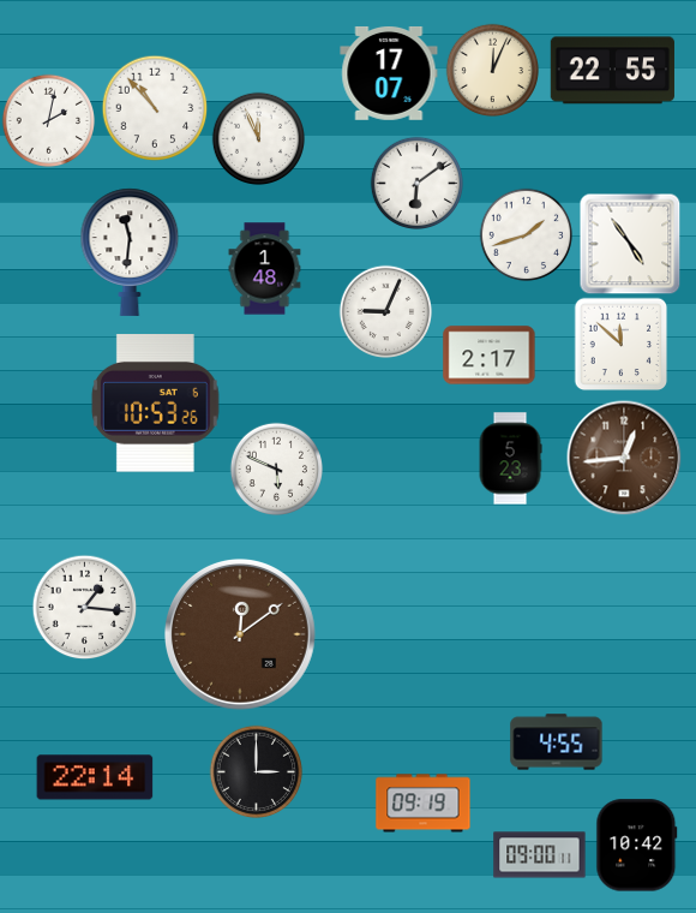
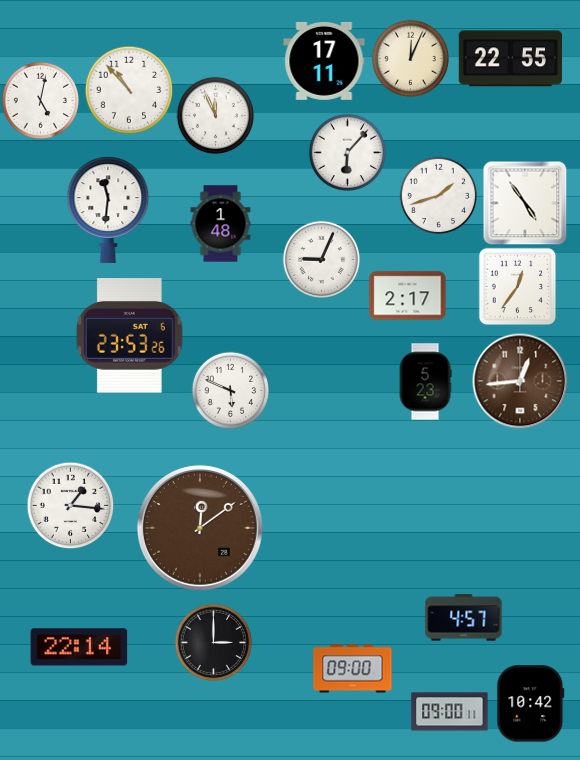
clock at (389, 73): 17:07 -> 17:11
clock at (48, 120): 2:02 -> 5:02
clock at (416, 183): 6:09 -> 6:07
clock at (620, 344): 11:52 -> 12:36
clock at (155, 404): 10:53 -> 23:53
clock at (557, 742): 4:55 -> 4:57
clock at (424, 804): 09:19 -> 09:00
